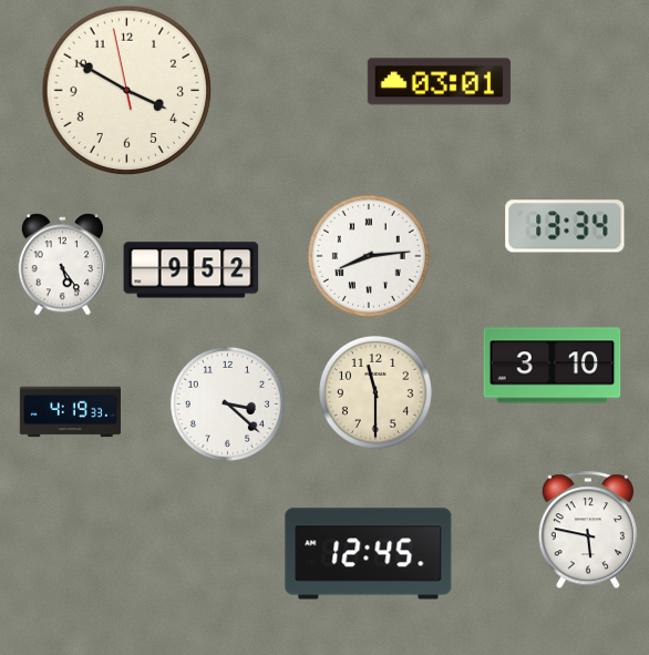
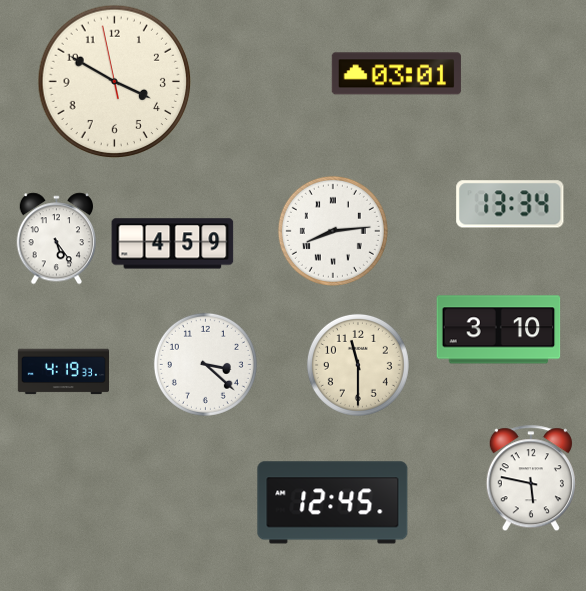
clock at (192, 270): 9:52 -> 4:59
clock at (375, 392) position: (375, 392) -> (358, 365)
clock at (369, 554) position: (369, 554) -> (333, 503)
